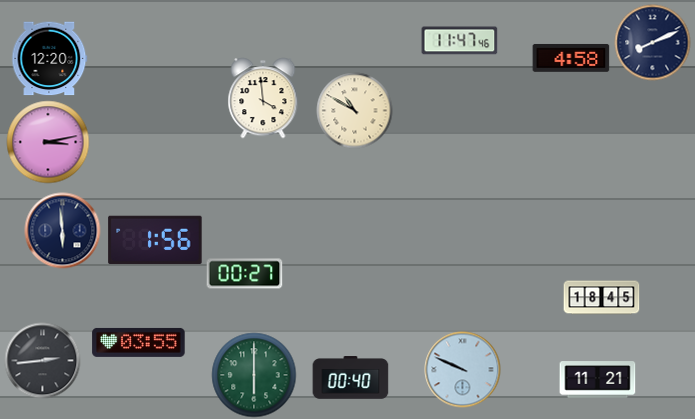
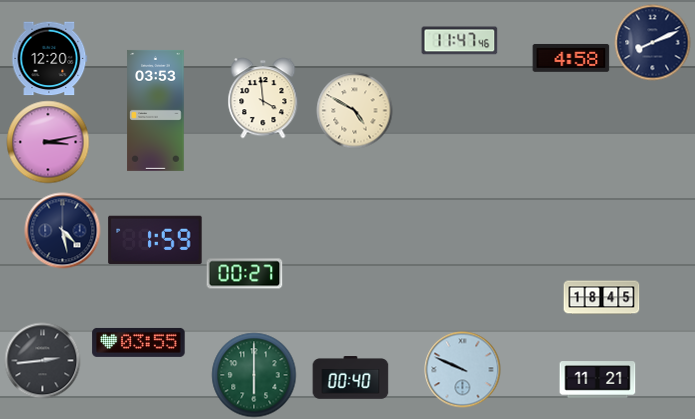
clock at (156, 110): none -> 03:53
clock at (355, 111): 10:50 -> 4:50
clock at (63, 231): 5:59 -> 4:28
clock at (155, 240): 1:56 -> 1:59
